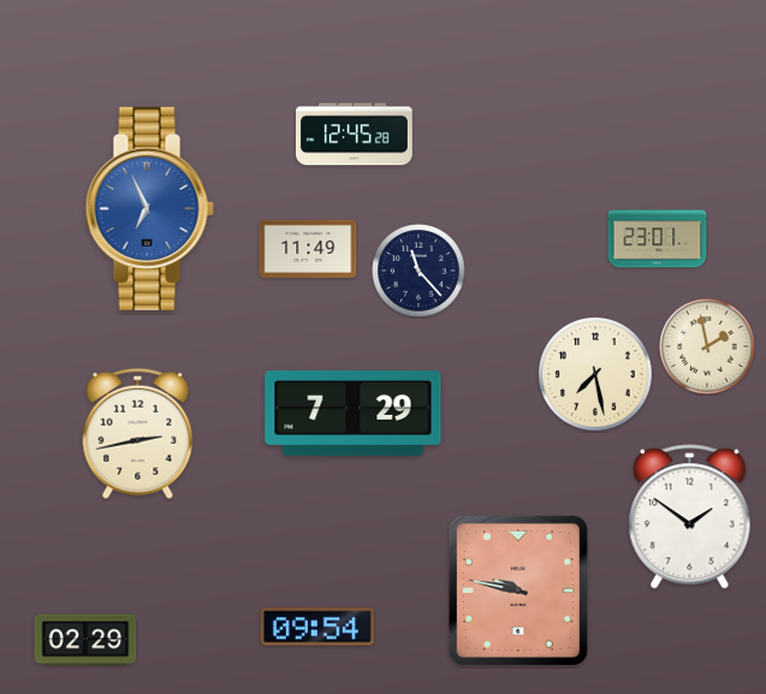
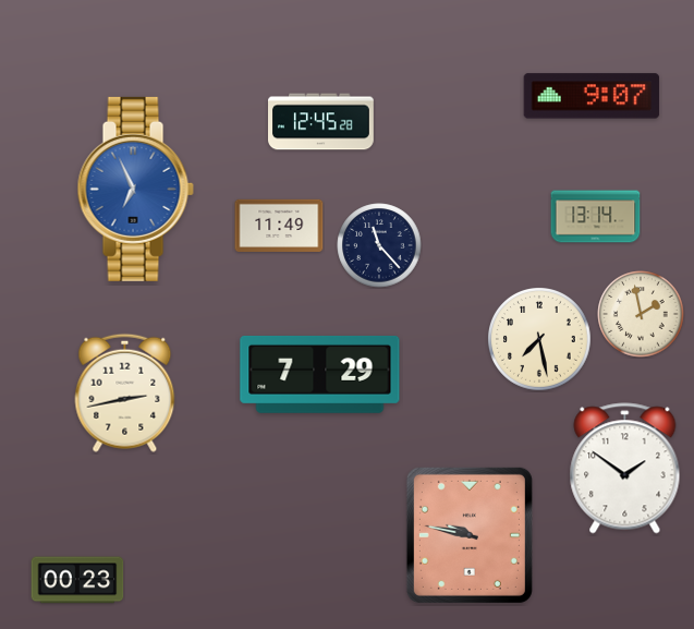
clock at (592, 96): none -> 9:07
clock at (658, 239): 23:01 -> 13:14
clock at (317, 627): 09:54 -> none
clock at (85, 640): 02:29 -> 00:23
